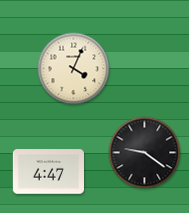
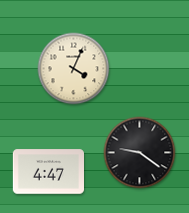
clock at (145, 153) position: (145, 153) -> (140, 153)
